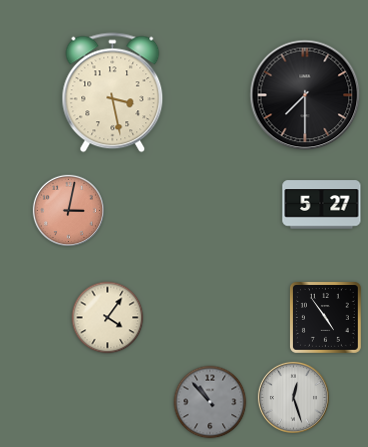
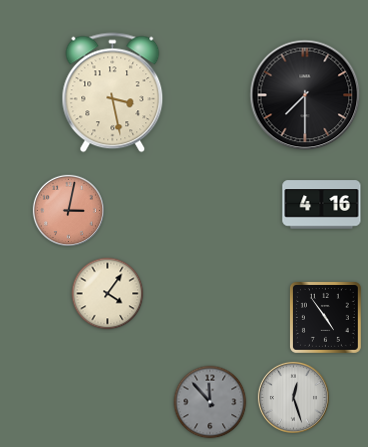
clock at (322, 205): 5:27 -> 4:16
clock at (108, 318) position: (108, 318) -> (108, 294)
clock at (210, 402): 10:53 -> 11:53
